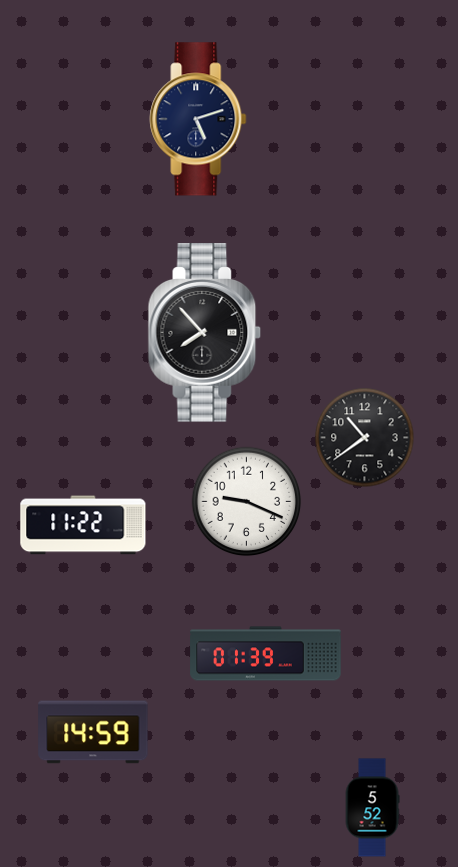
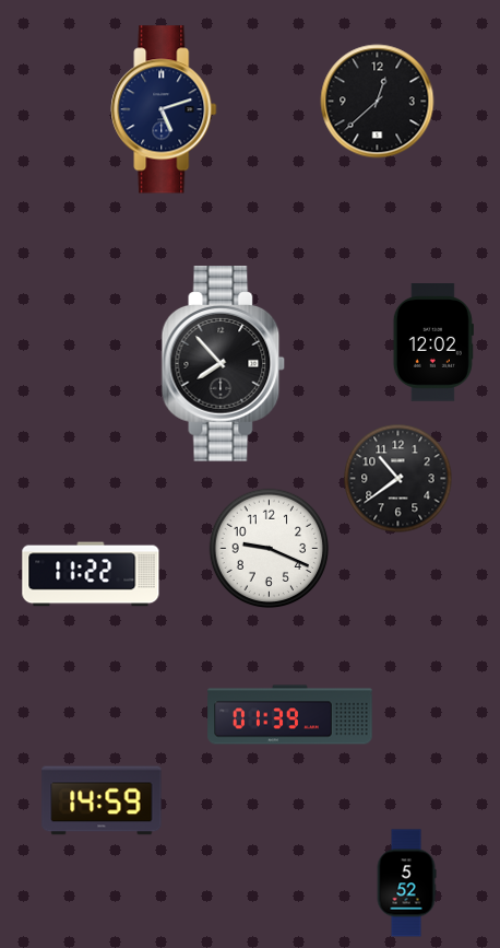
clock at (378, 102): none -> 12:38
clock at (198, 119) position: (198, 119) -> (164, 109)
clock at (433, 342): none -> 12:02
